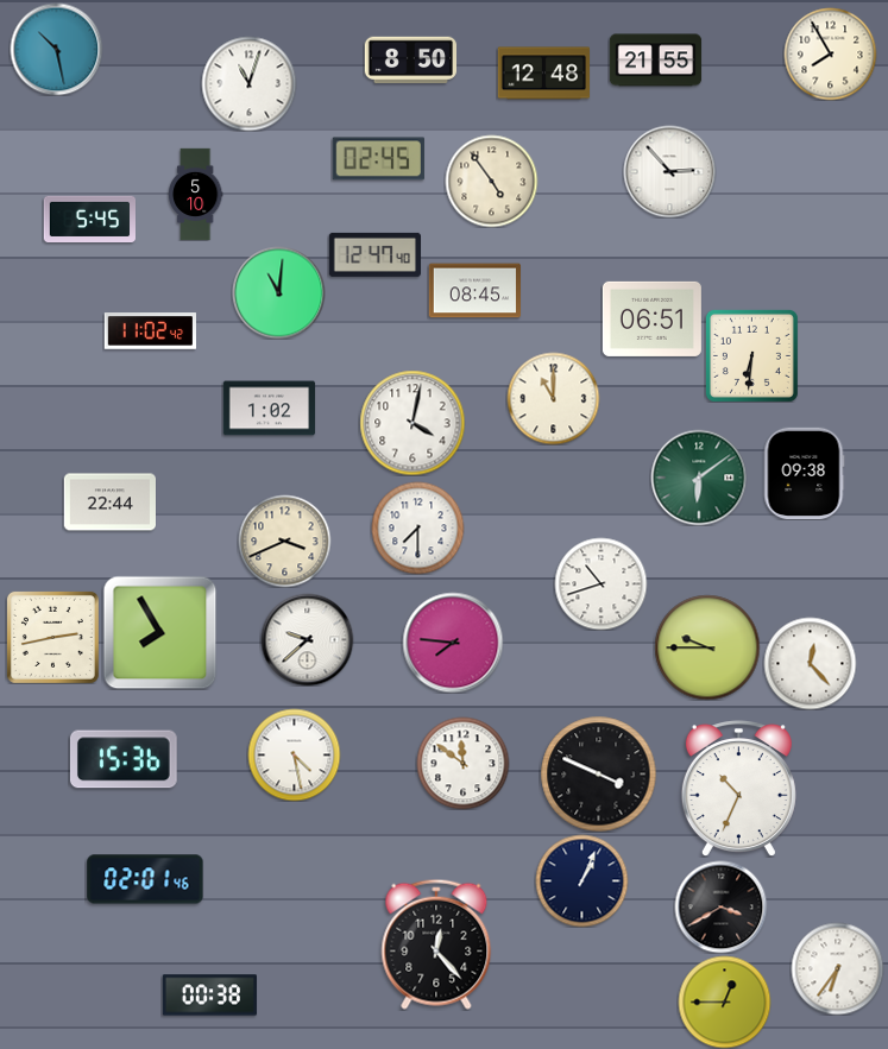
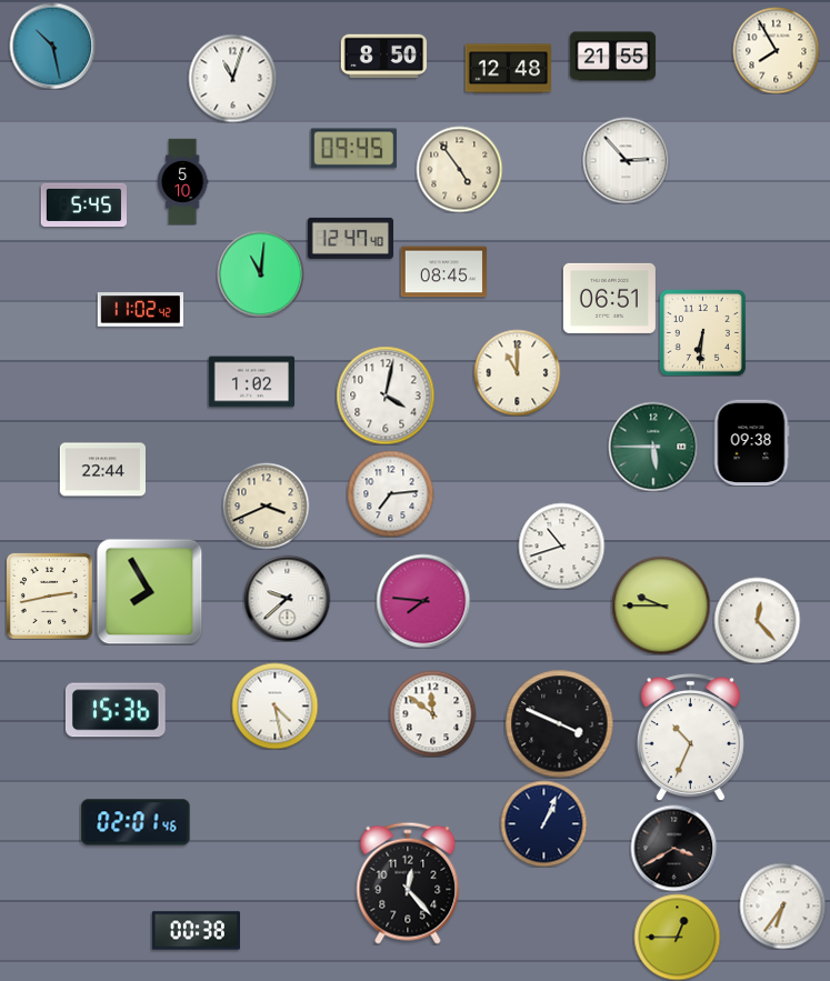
clock at (378, 159): 02:45 -> 09:45
clock at (699, 478): 6:09 -> 5:45
clock at (417, 527): 7:30 -> 7:14
